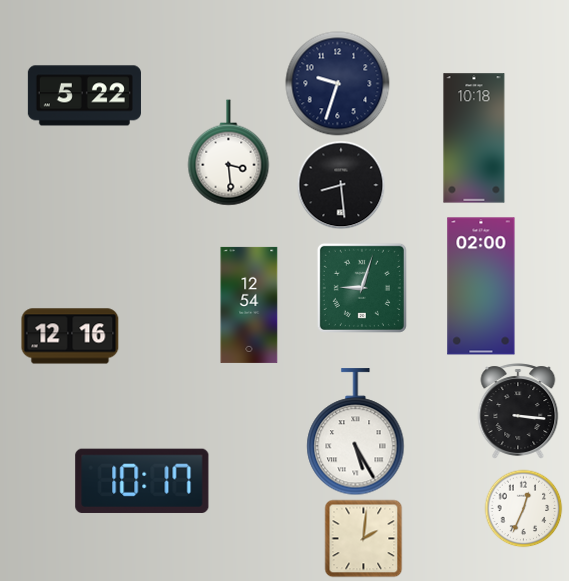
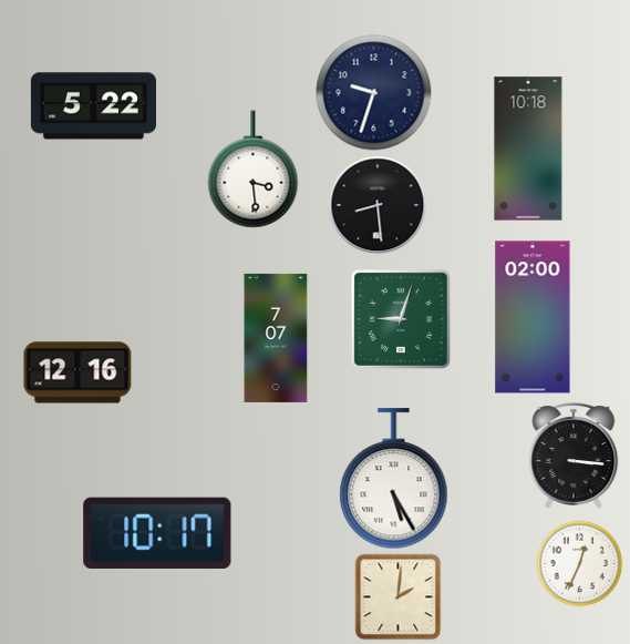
clock at (474, 138) position: (474, 138) -> (528, 149)
clock at (249, 305): 12:54 -> 7:07
clock at (363, 538) position: (363, 538) -> (397, 596)
